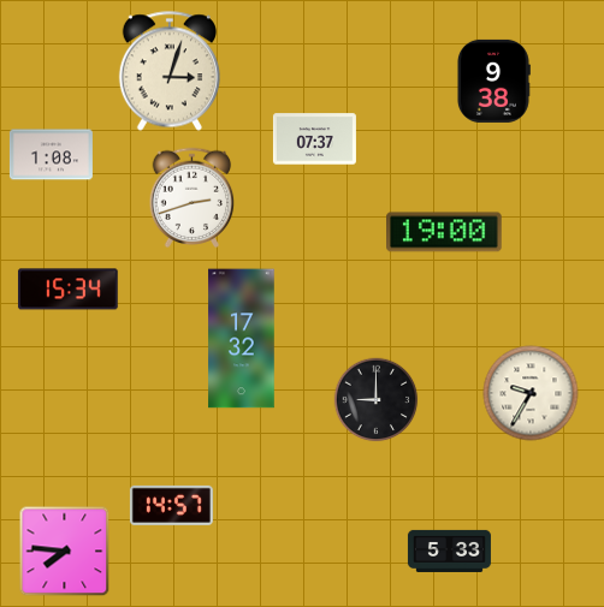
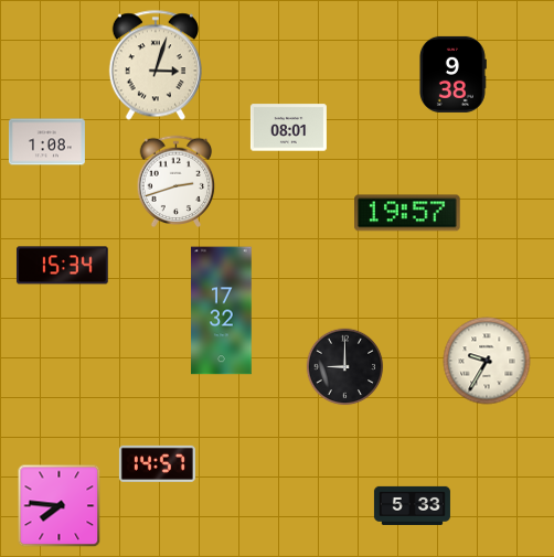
clock at (314, 139): 07:37 -> 08:01
clock at (444, 232): 19:00 -> 19:57
